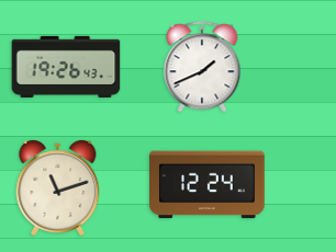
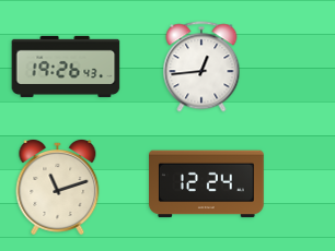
clock at (202, 67): 1:41 -> 12:44
